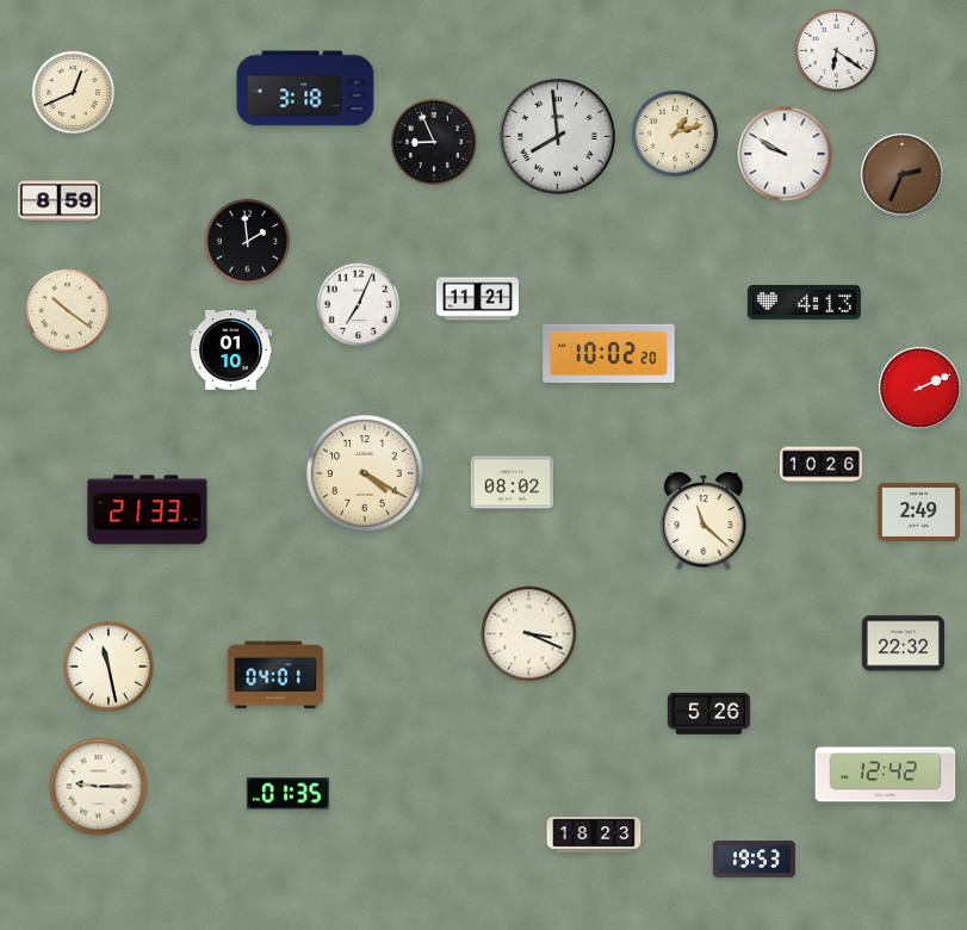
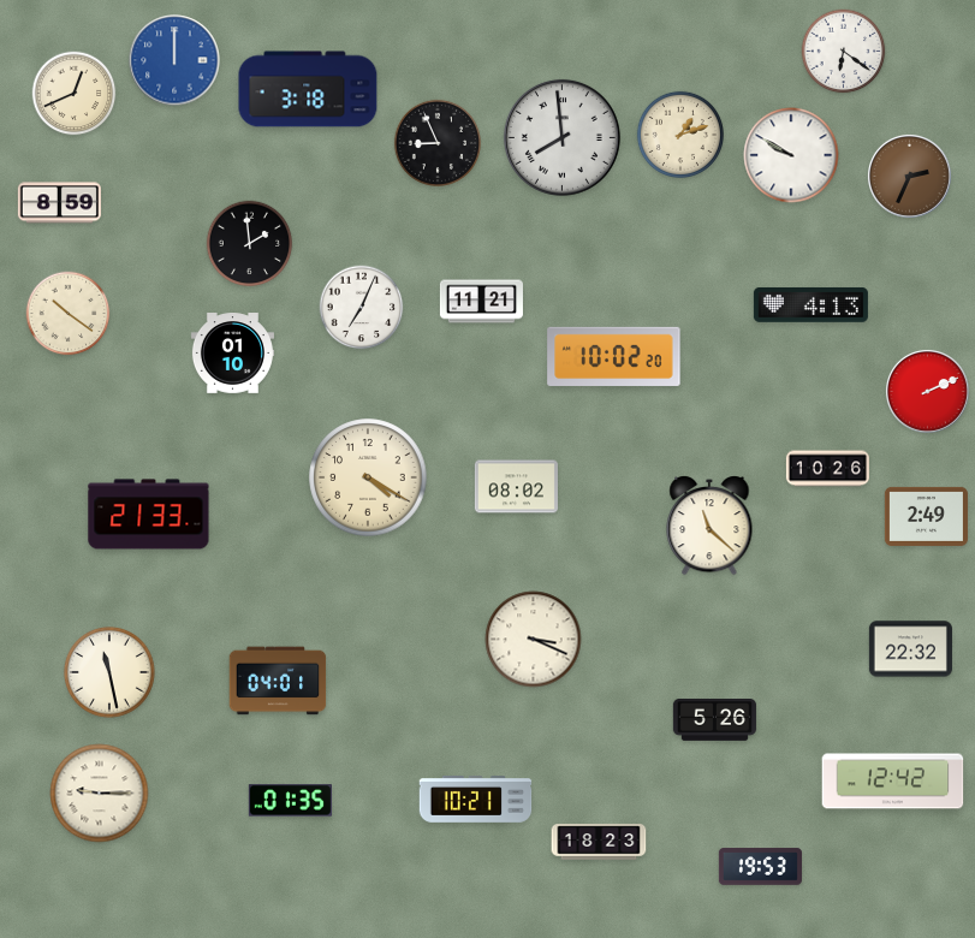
clock at (174, 60): none -> 12:00
clock at (476, 800): none -> 10:21
